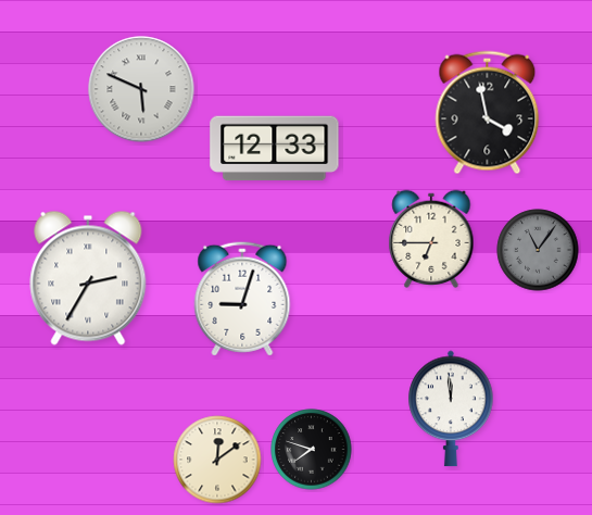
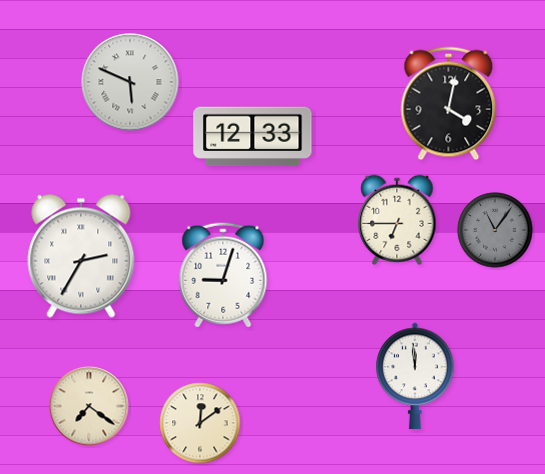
clock at (488, 113): 3:58 -> 4:02
clock at (89, 406): none -> 7:21
clock at (312, 450): 7:48 -> none
